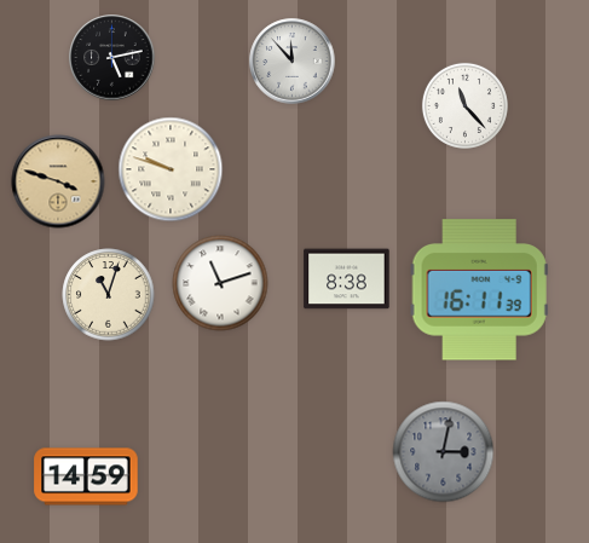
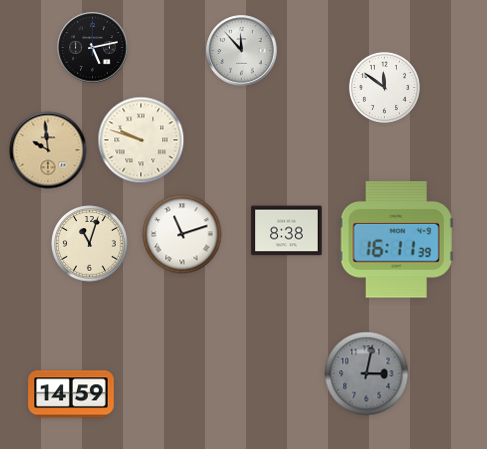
clock at (464, 105): 11:23 -> 11:51
clock at (58, 181): 3:48 -> 9:59
